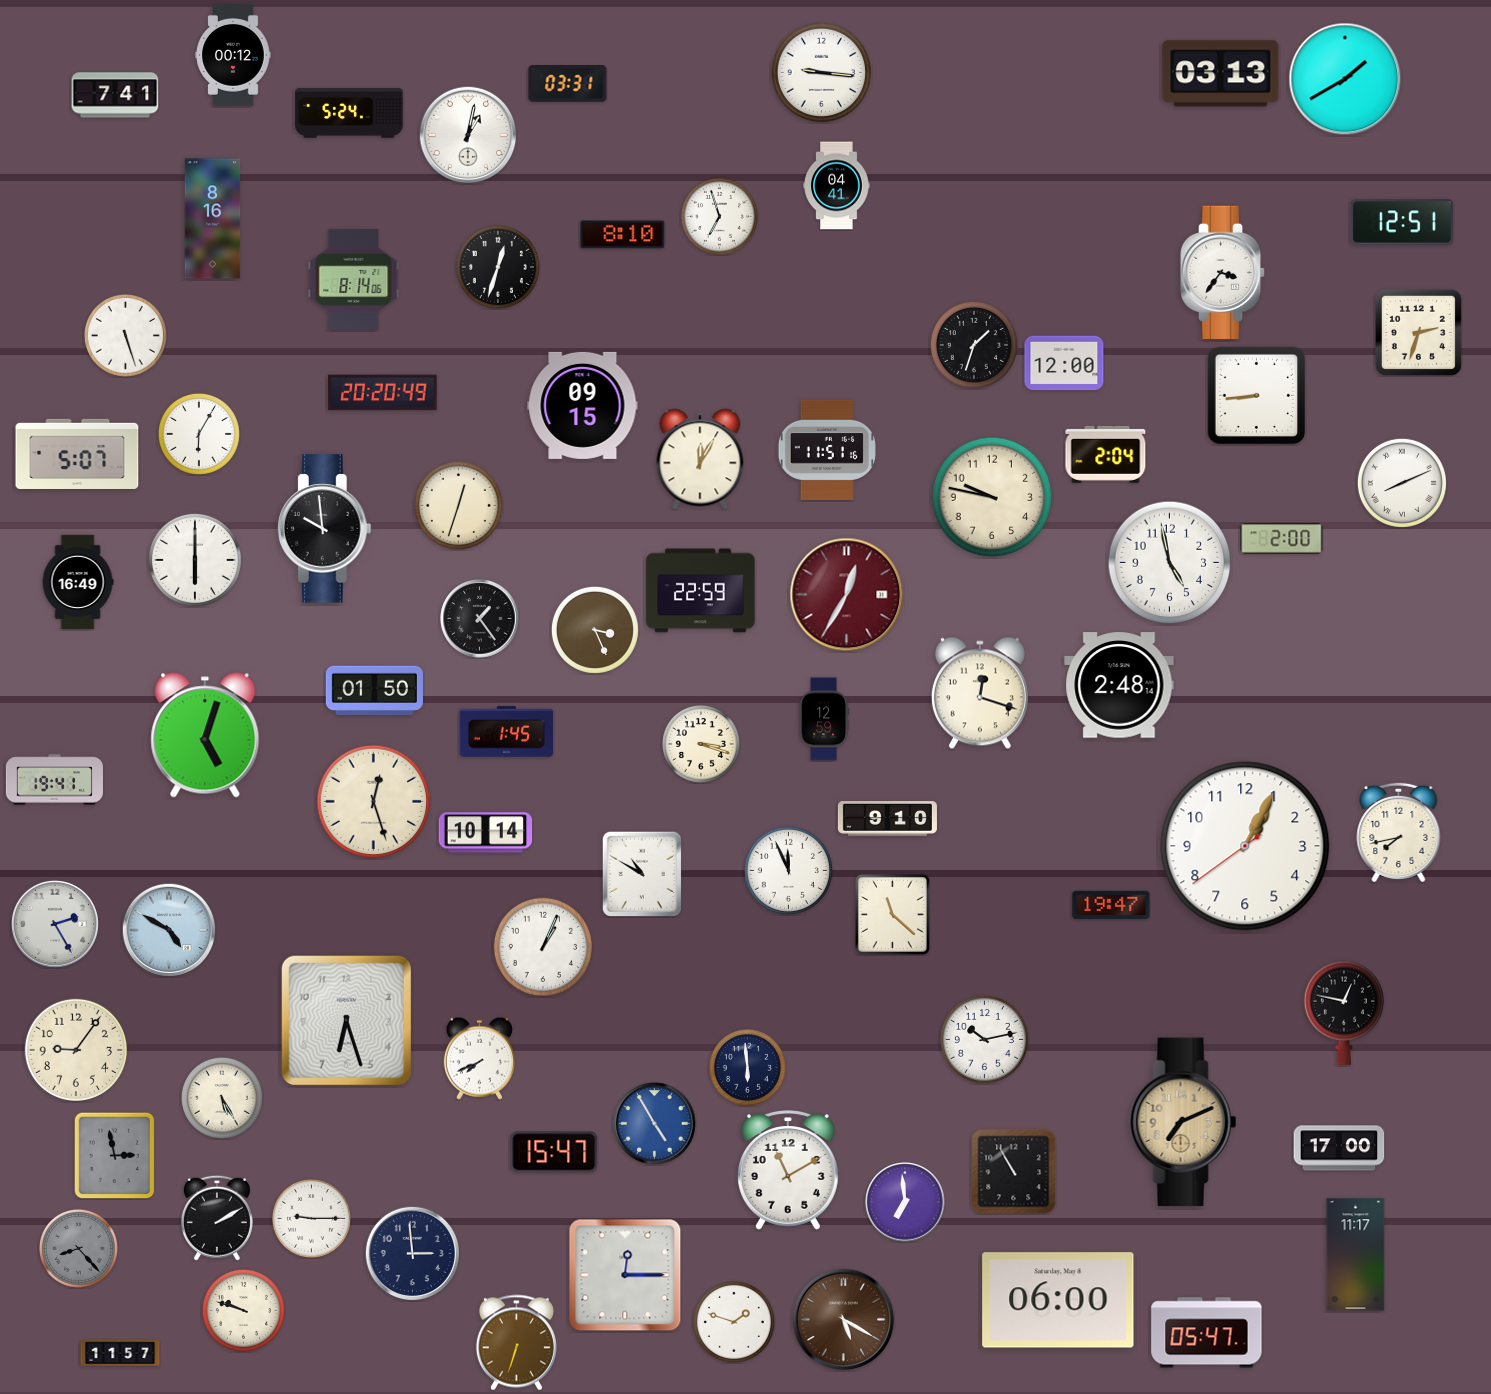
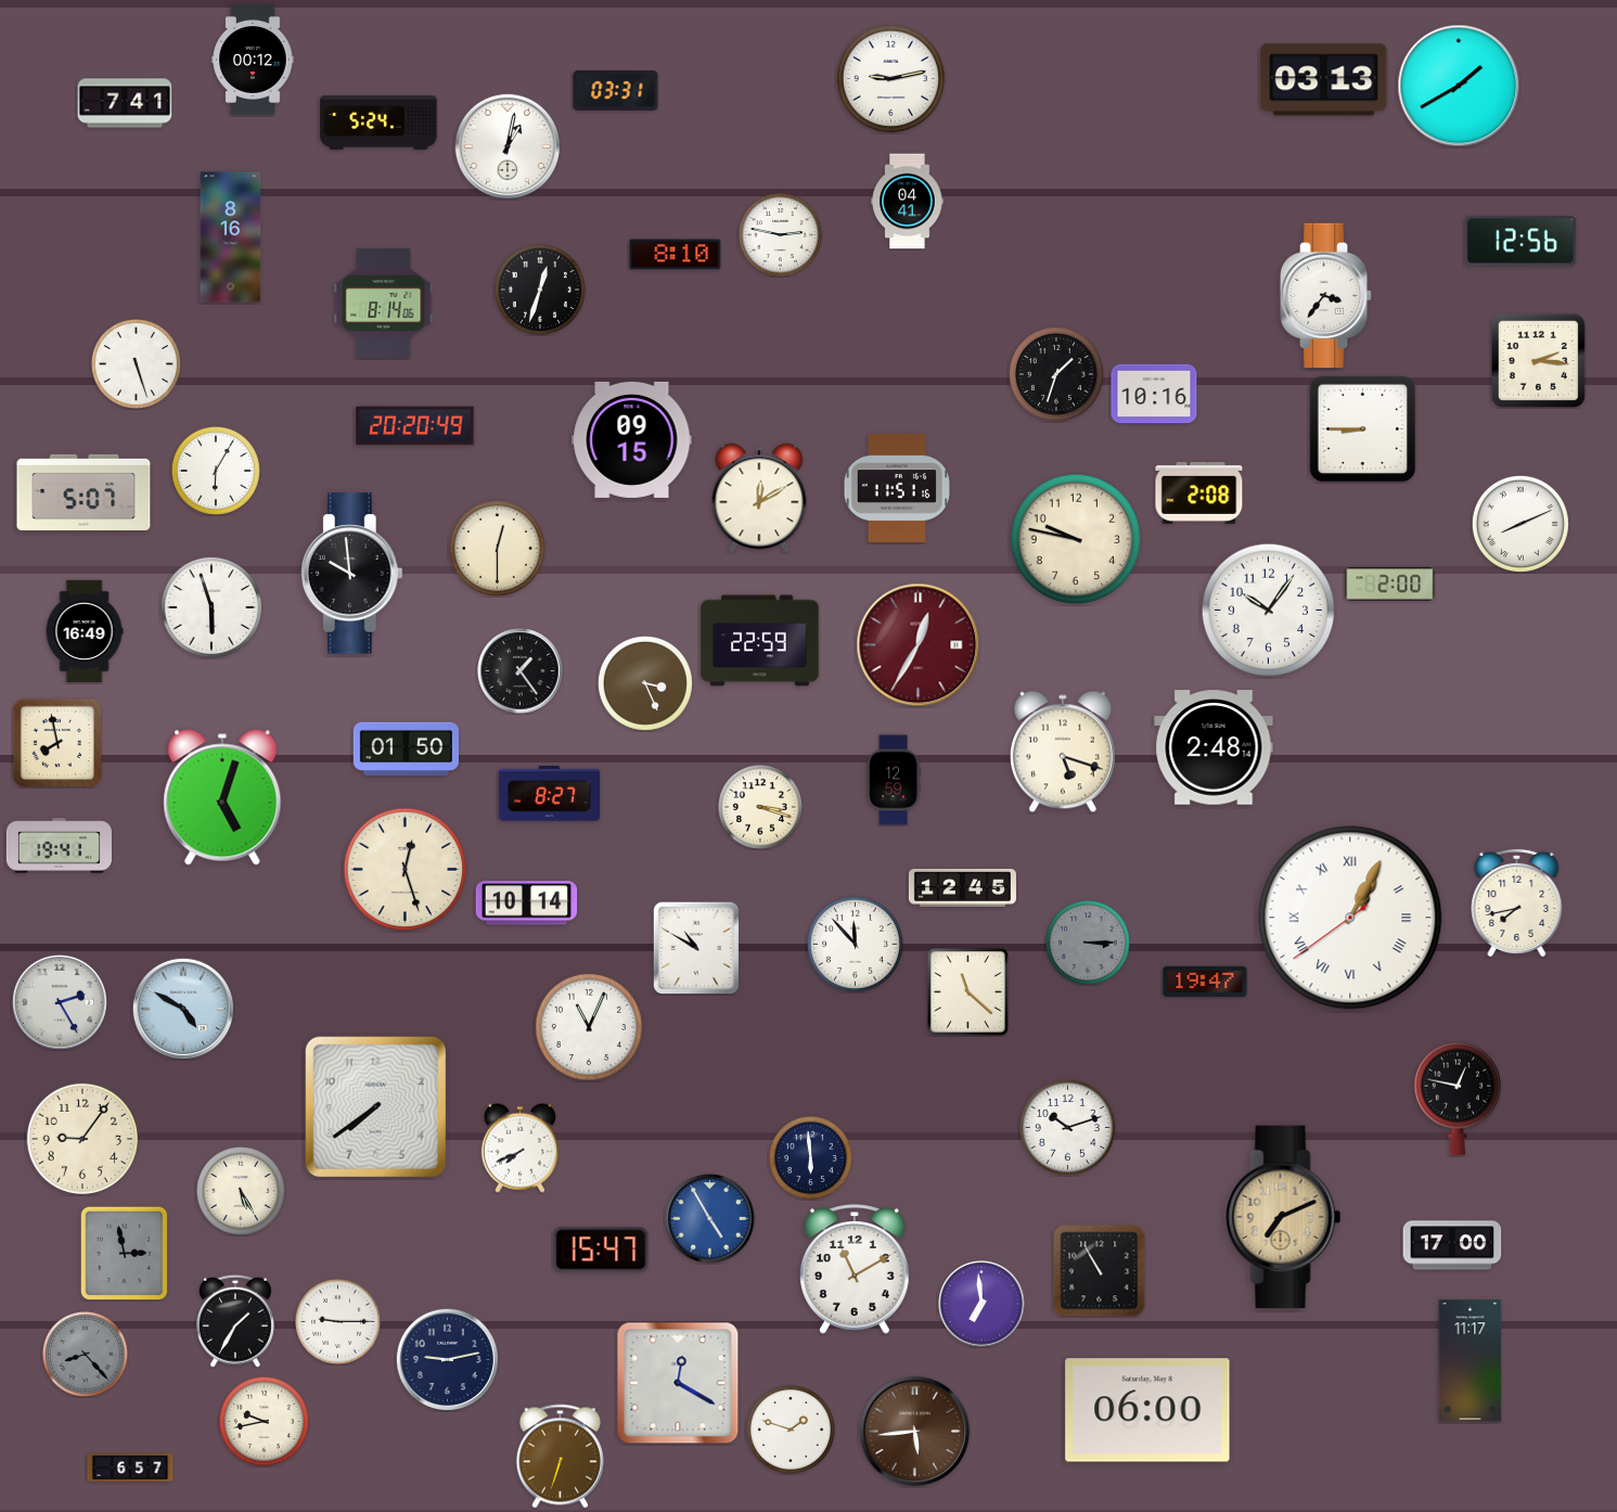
clock at (821, 72): 9:16 -> 9:13
clock at (719, 216): 6:57 -> 2:47
clock at (1402, 222): 12:51 -> 12:56
clock at (1418, 332): 2:33 -> 2:16
clock at (1064, 363): 12:00 -> 10:16
clock at (1257, 396): 8:44 -> 8:45
clock at (1106, 454): 2:04 -> 2:08
clock at (700, 459): 12:05 -> 12:10
clock at (458, 505): 12:33 -> 12:30
clock at (195, 560): 6:00 -> 5:57
clock at (1170, 563): 4:58 -> 10:06
clock at (56, 742): none -> 7:58
clock at (1119, 685) position: (1119, 685) -> (1214, 747)
clock at (980, 693): 12:18 -> 5:18
clock at (507, 732): 1:45 -> 8:27
clock at (887, 819): 9:10 -> 12:45
clock at (1245, 846) numerals: Arabic -> Roman
clock at (1088, 943): none -> 3:15
clock at (788, 870): 11:56 -> 11:53
clock at (543, 947): 1:04 -> 11:04
clock at (346, 1020): 6:27 -> 7:39
clock at (984, 1039): 10:13 -> 10:12
clock at (217, 1218): 2:10 -> 1:35
clock at (412, 1253): 2:59 -> 9:13
clock at (625, 1275): 12:15 -> 12:20
clock at (243, 1310): 9:48 -> 9:43
clock at (844, 1320): 5:20 -> 5:44
clock at (734, 1322) position: (734, 1322) -> (791, 1430)
clock at (1207, 1333): 05:47 -> none
clock at (120, 1353): 11:57 -> 6:57
